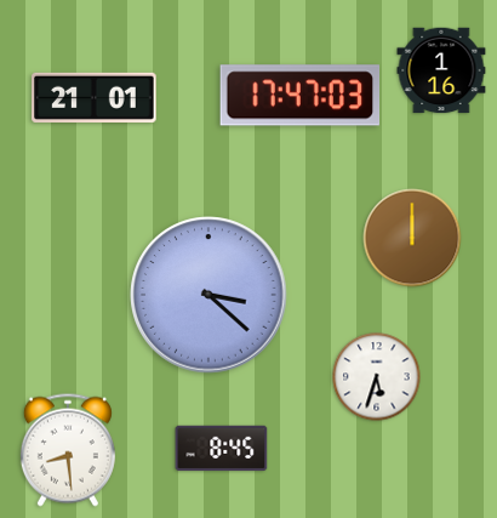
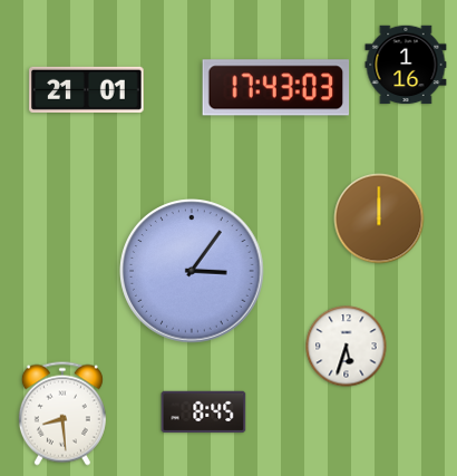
clock at (301, 96): 17:47 -> 17:43
clock at (208, 295): 3:22 -> 3:06
